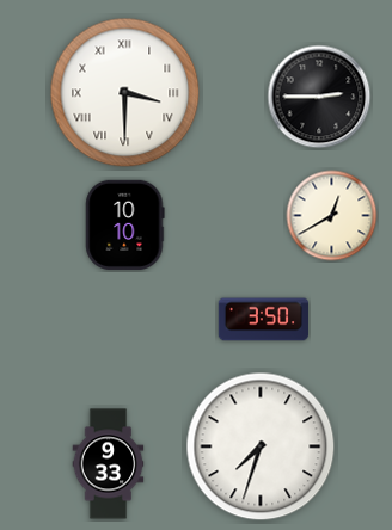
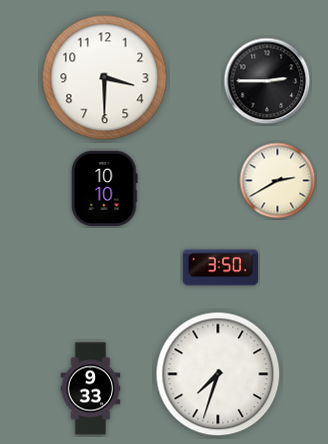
clock at (125, 93) numerals: Roman -> Arabic
clock at (332, 216): 12:40 -> 2:40
